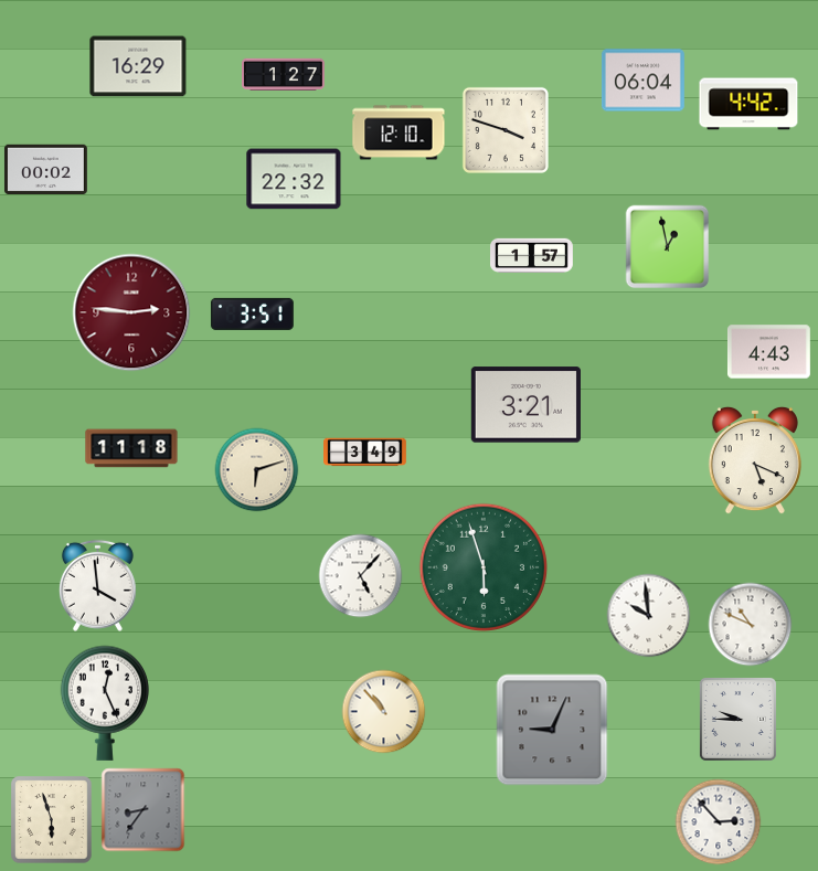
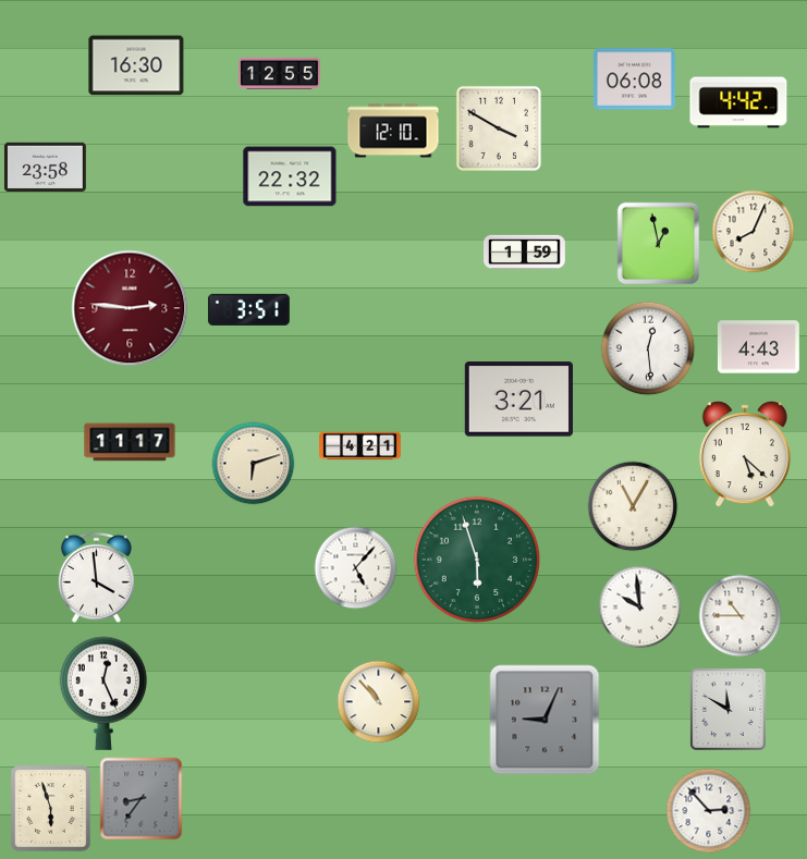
clock at (138, 66): 16:29 -> 16:30
clock at (284, 74): 1:27 -> 12:55
clock at (642, 81): 06:04 -> 06:08
clock at (506, 130): 3:48 -> 3:50
clock at (45, 169): 00:02 -> 23:58
clock at (754, 232): none -> 8:04
clock at (532, 255): 1:57 -> 1:59
clock at (648, 348): none -> 12:29
clock at (131, 448): 11:18 -> 11:17
clock at (365, 453): 3:49 -> 4:21
clock at (755, 460): 5:19 -> 5:22
clock at (633, 506): none -> 11:05
clock at (751, 625): 10:49 -> 10:45
clock at (737, 719): 9:45 -> 11:50
